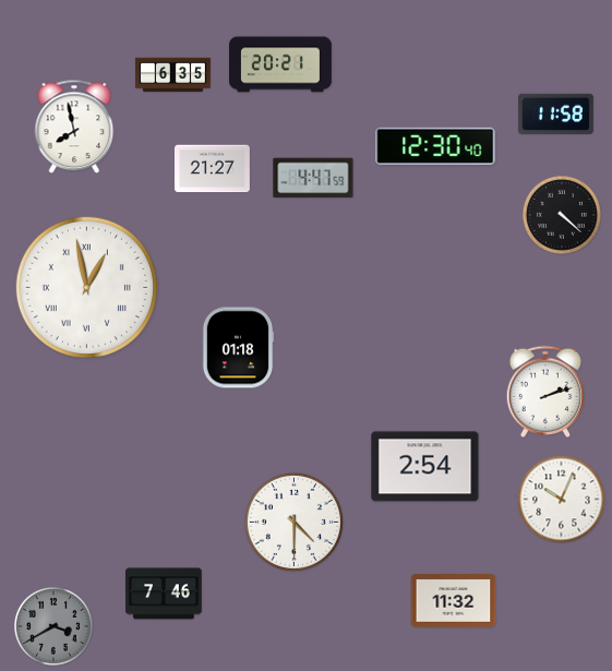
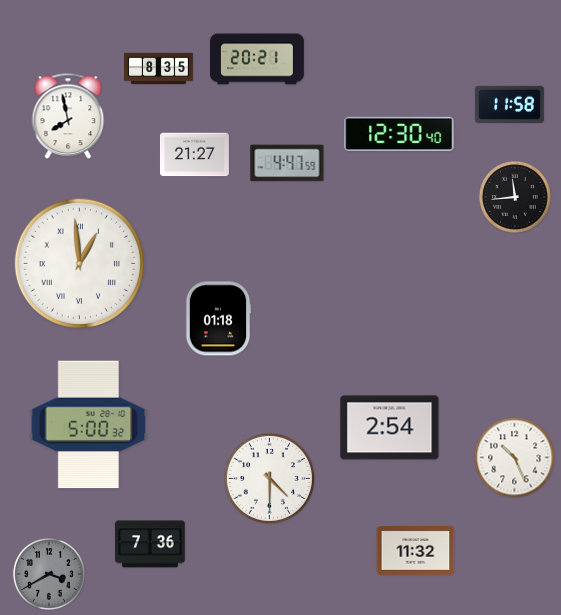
clock at (173, 75): 6:35 -> 8:35
clock at (562, 215): 4:22 -> 11:44
clock at (86, 287): 12:58 -> 12:59
clock at (545, 392): 2:12 -> none
clock at (89, 425): none -> 5:00
clock at (562, 500): 10:04 -> 10:26
clock at (164, 594): 7:46 -> 7:36
